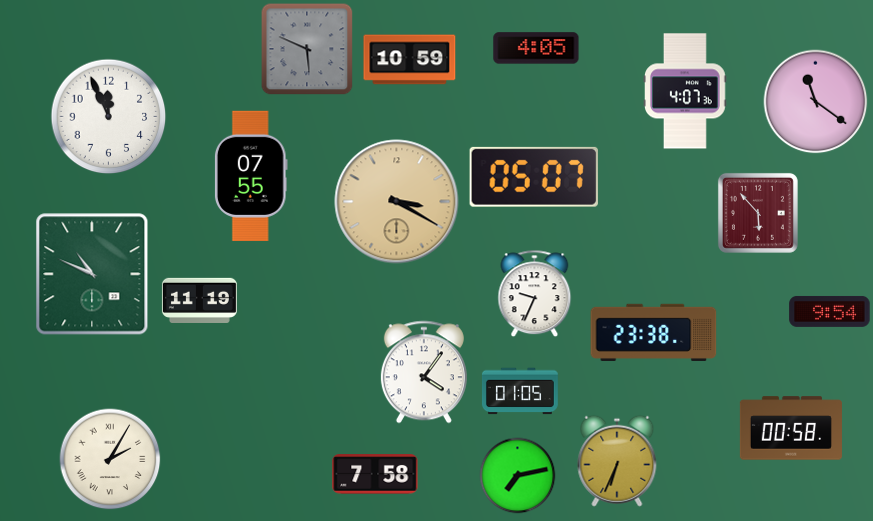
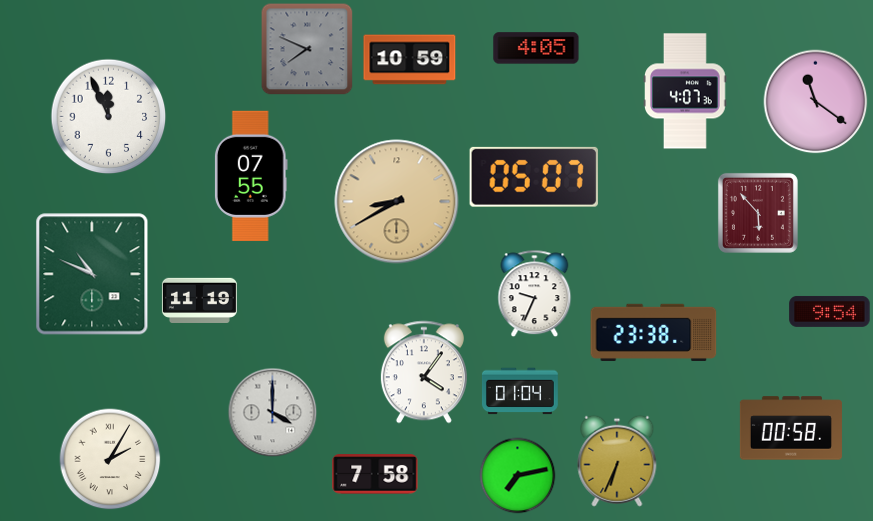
clock at (307, 49): 5:49 -> 7:49
clock at (397, 202): 3:20 -> 8:40
clock at (520, 391): 01:05 -> 01:04
clock at (273, 413): none -> 4:00
